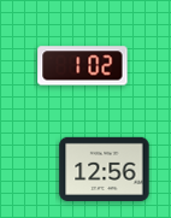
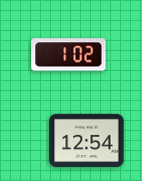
clock at (105, 169): 12:56 -> 12:54
